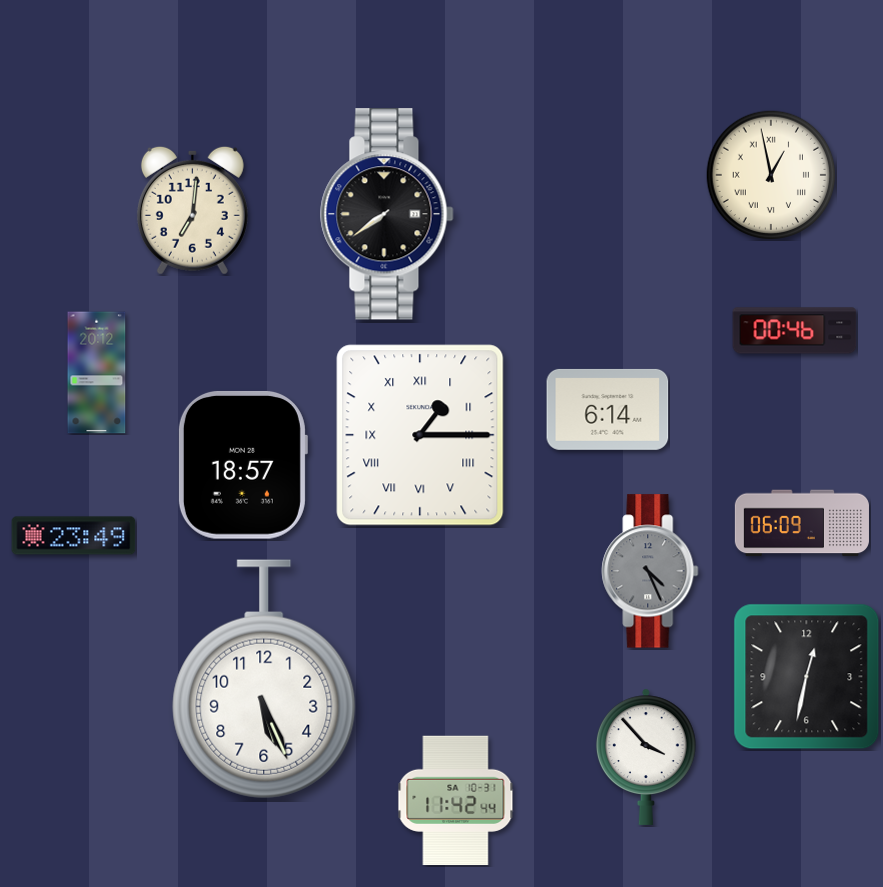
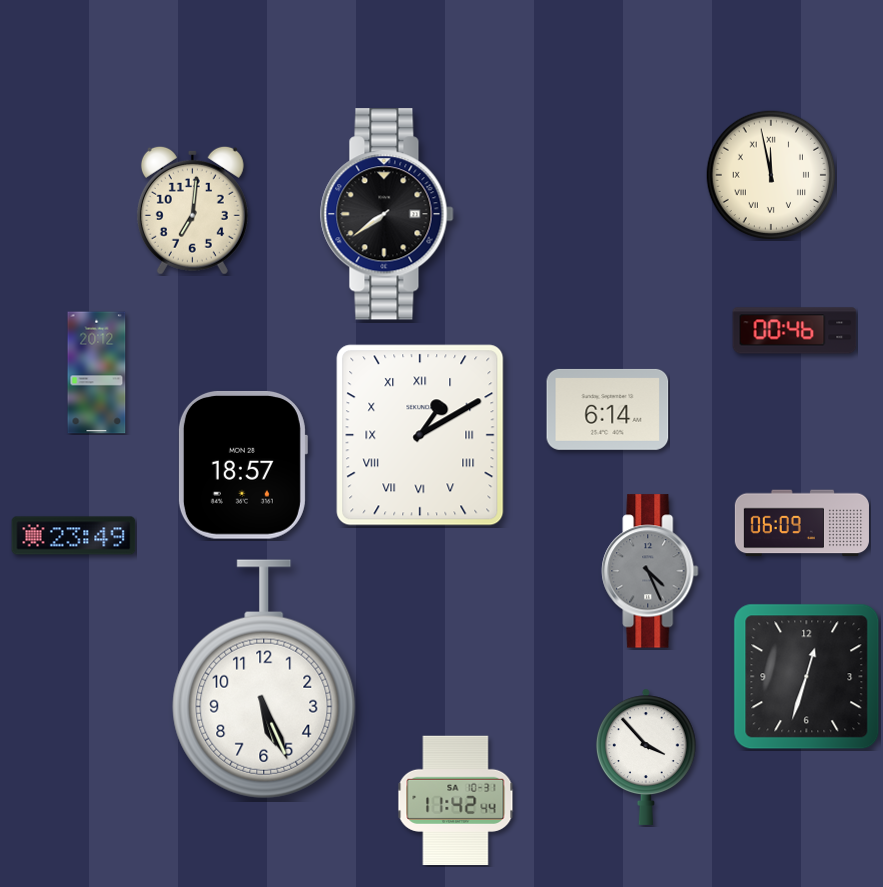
clock at (771, 175): 12:58 -> 11:58
clock at (420, 435): 1:15 -> 1:10
clock at (807, 677): 12:32 -> 12:33
